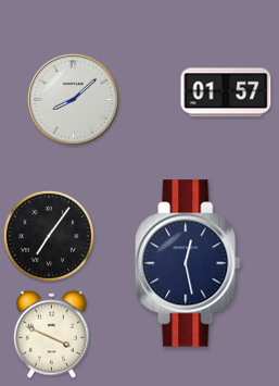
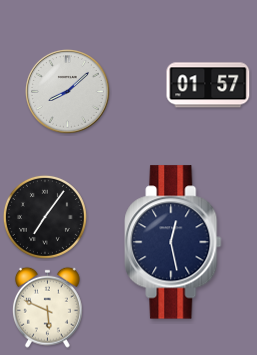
clock at (51, 334): 3:49 -> 5:49
